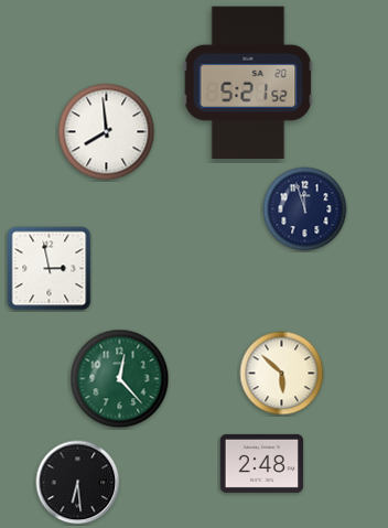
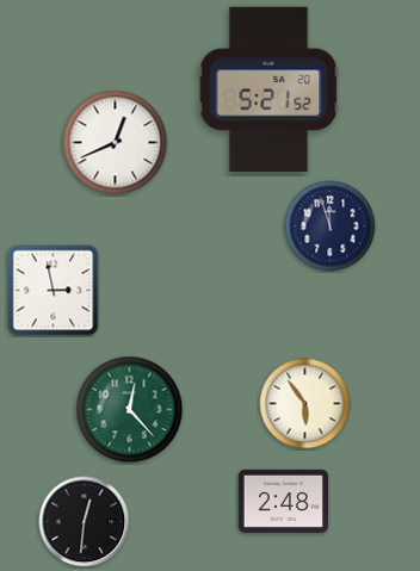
clock at (107, 132): 7:59 -> 12:41
clock at (282, 374): 5:52 -> 5:54
clock at (78, 483): 6:29 -> 12:31
